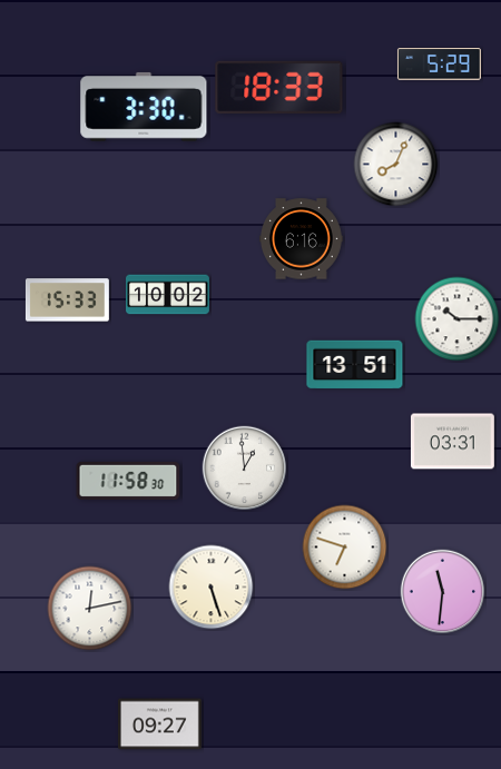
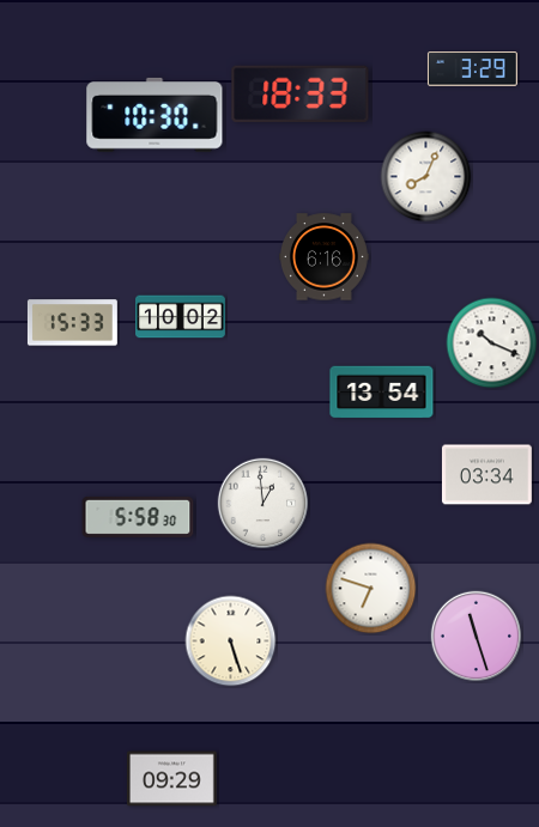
clock at (439, 65): 5:29 -> 3:29
clock at (144, 107): 3:30 -> 10:30
clock at (458, 319): 10:15 -> 10:19
clock at (355, 365): 13:51 -> 13:54
clock at (452, 442): 03:31 -> 03:34
clock at (128, 481): 11:58 -> 5:58
clock at (212, 588) position: (212, 588) -> (231, 641)
clock at (443, 592): 11:31 -> 11:27
clock at (90, 609): 12:13 -> none
clock at (159, 724): 09:27 -> 09:29
